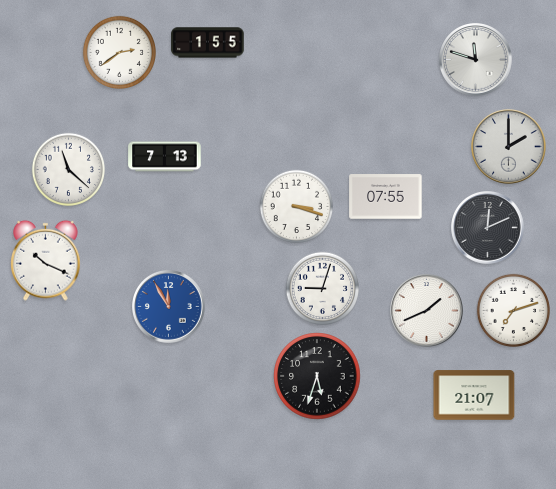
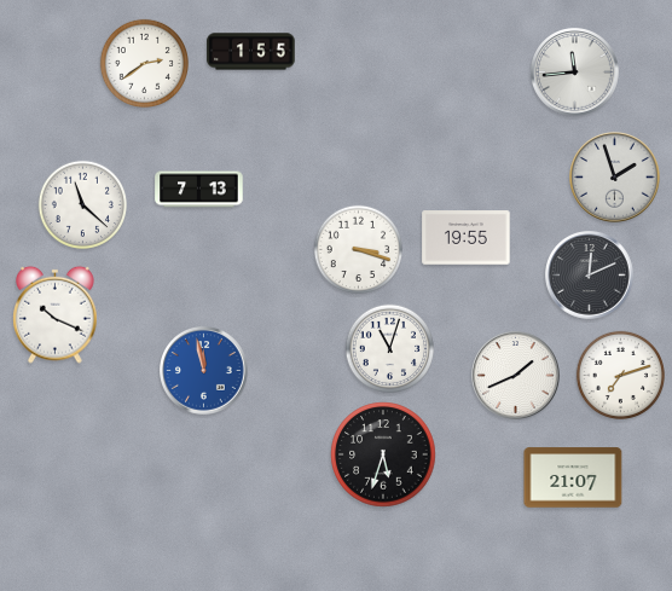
clock at (476, 60): 11:48 -> 11:44
clock at (509, 147): 2:00 -> 1:57
clock at (386, 197): 07:55 -> 19:55
clock at (322, 288): 9:03 -> 11:03
clock at (169, 307): 11:55 -> 11:58
